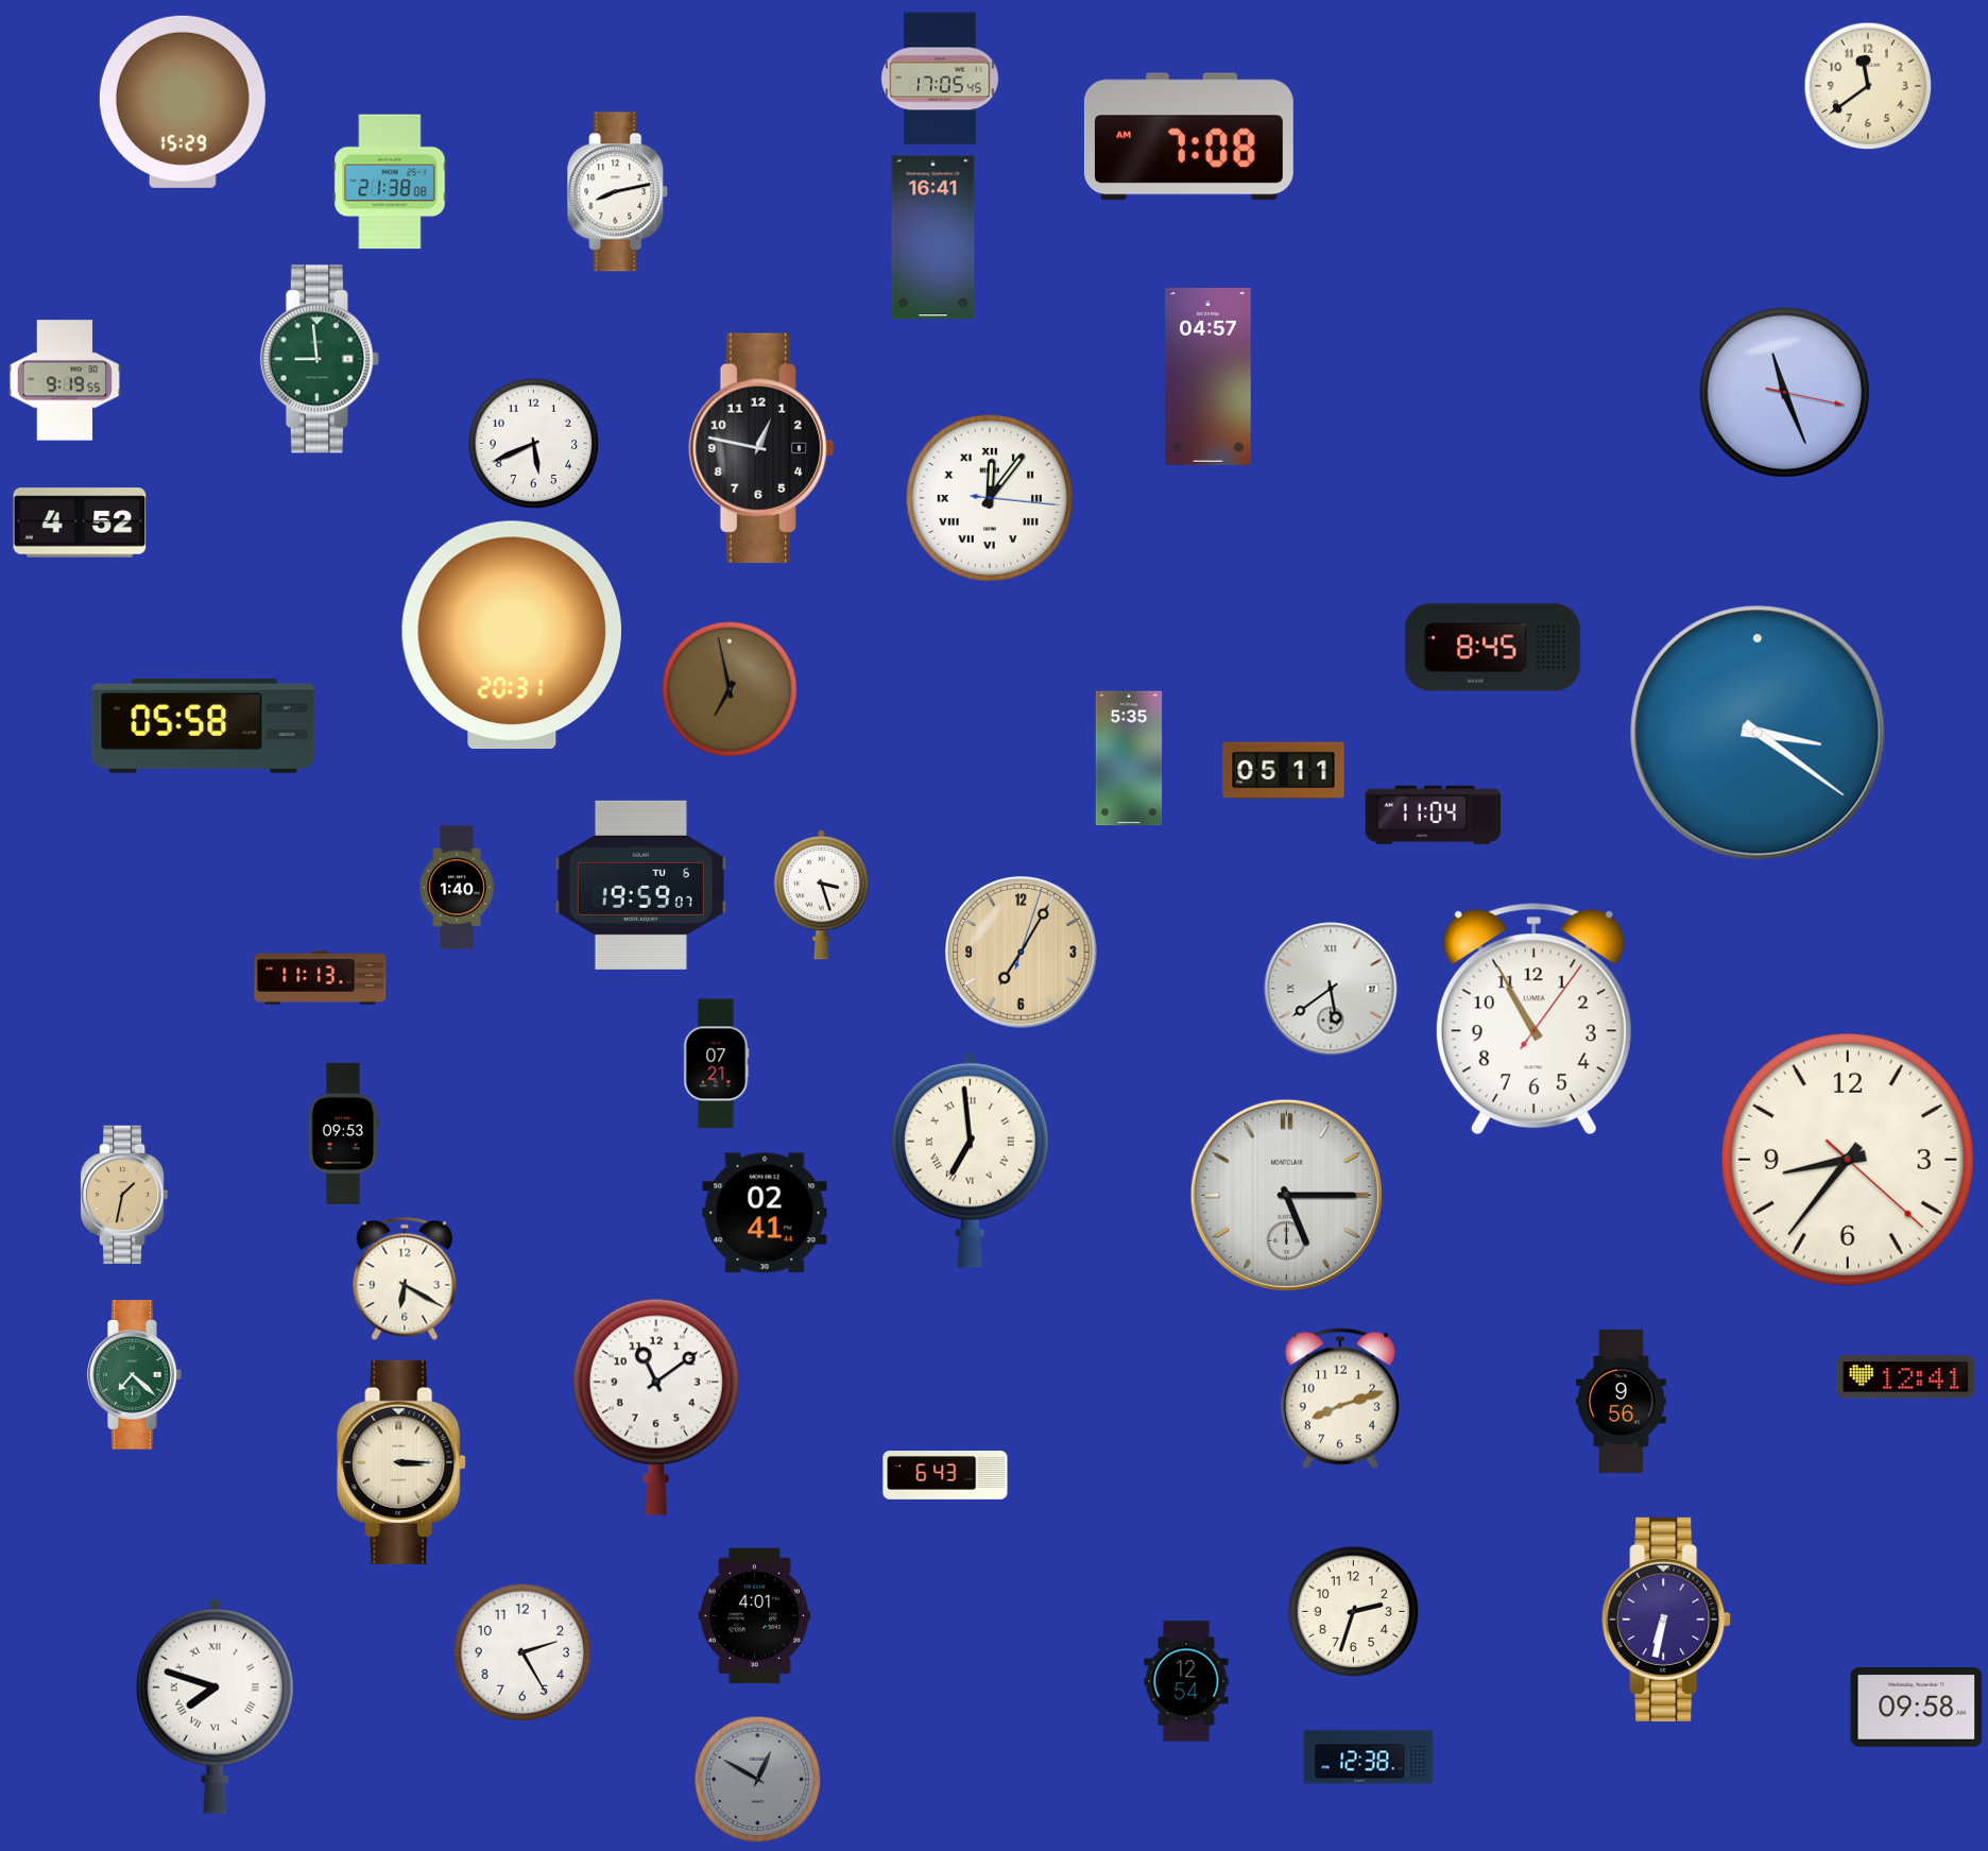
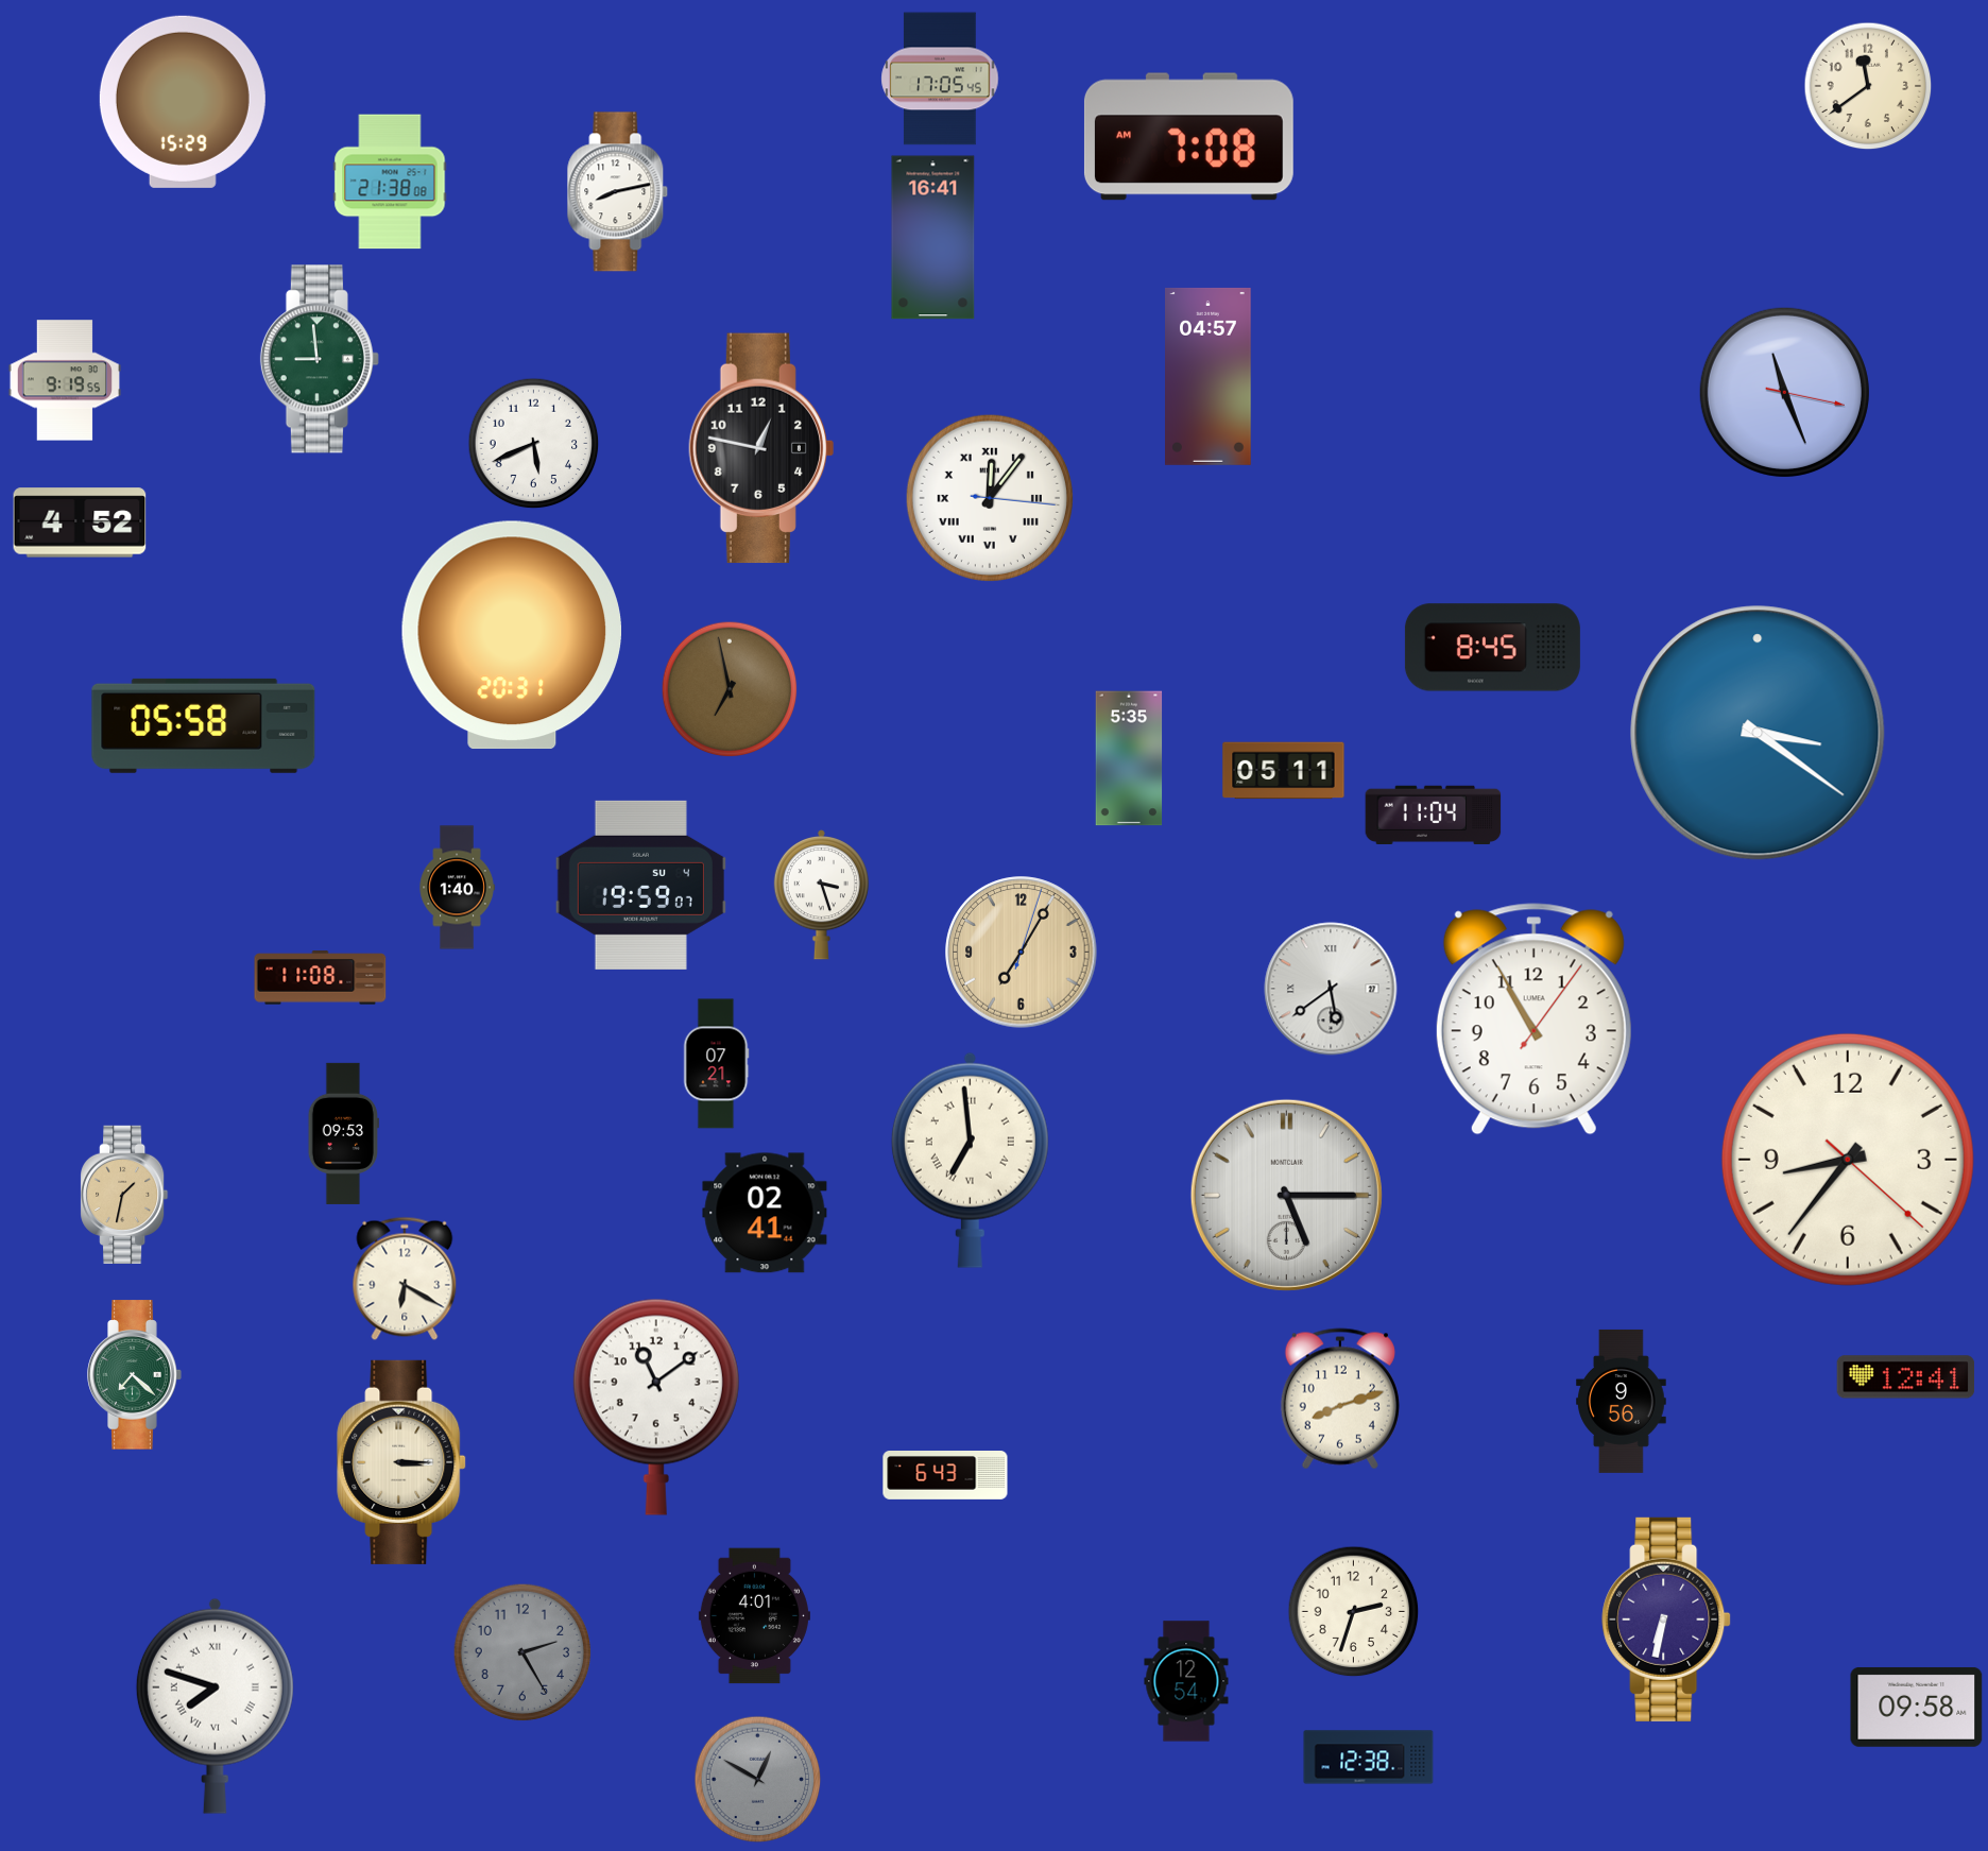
clock at (640, 885) date: TU 6 -> SU 4
clock at (321, 978): 11:13 -> 11:08
clock at (522, 1652) dial: white -> grey
